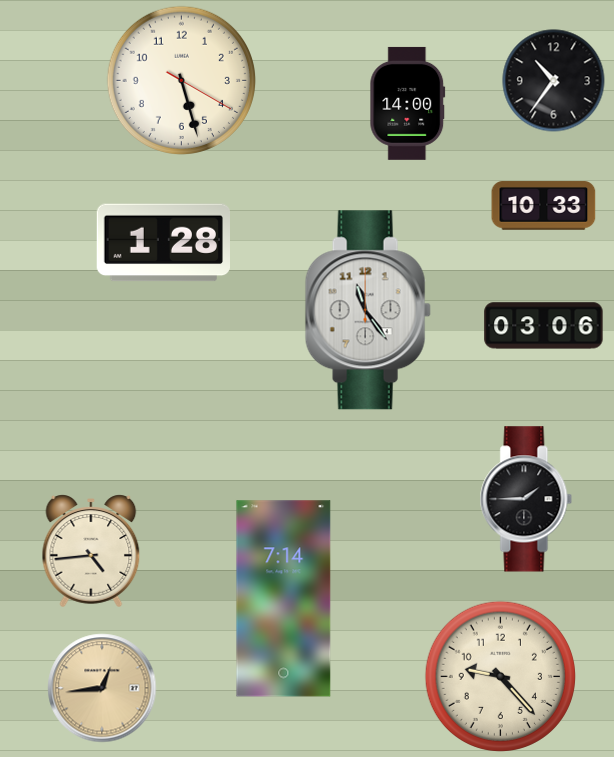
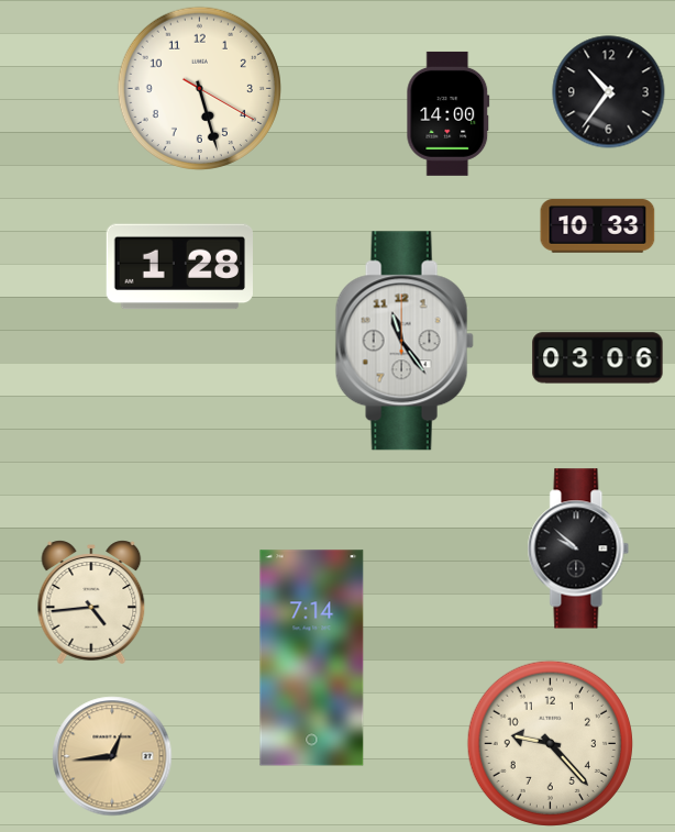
clock at (554, 81) position: (554, 81) -> (609, 92)
clock at (526, 499): 1:45 -> 9:52
clock at (91, 551) position: (91, 551) -> (91, 602)
